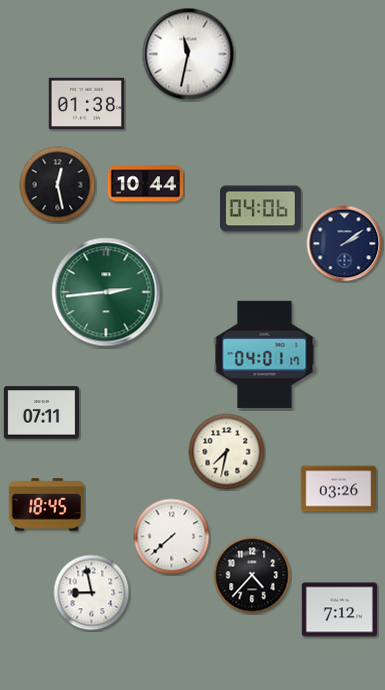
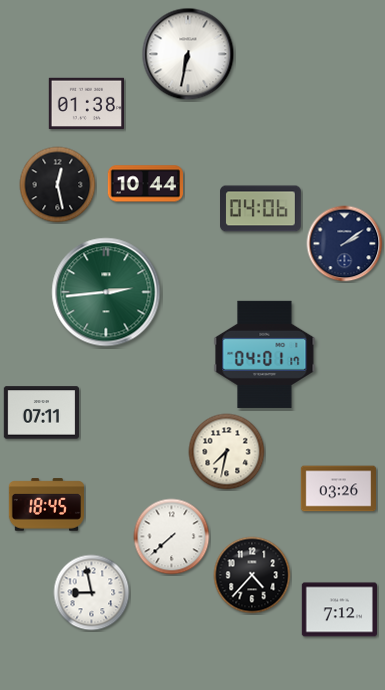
clock at (188, 54): 11:32 -> 6:32
